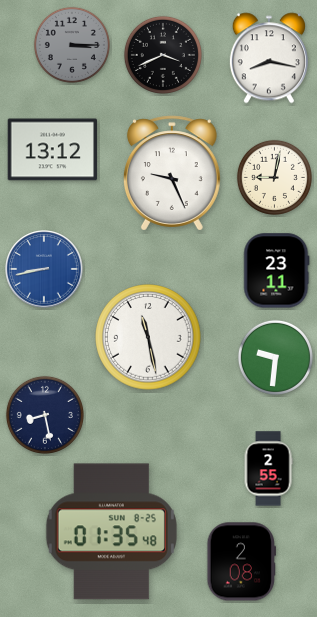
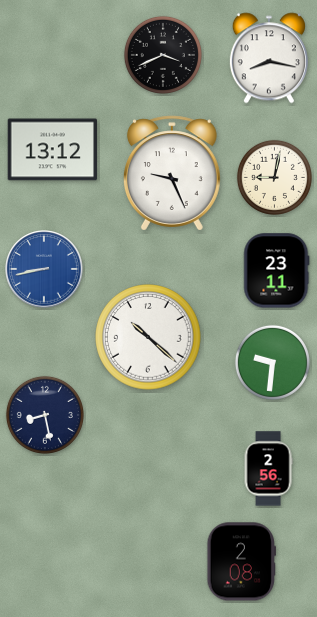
clock at (72, 45): 3:15 -> none
clock at (148, 337): 11:28 -> 10:22
clock at (275, 357) position: (275, 357) -> (272, 362)
clock at (268, 469): 2:55 -> 2:56
clock at (111, 532): 01:35 -> none
